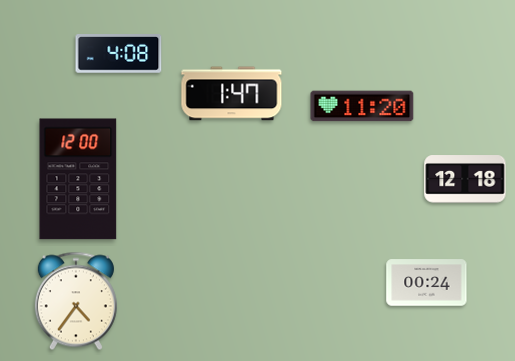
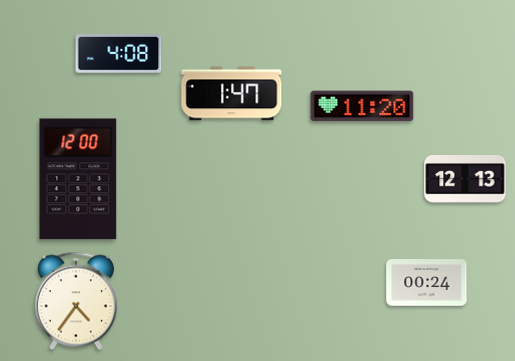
clock at (465, 179): 12:18 -> 12:13
